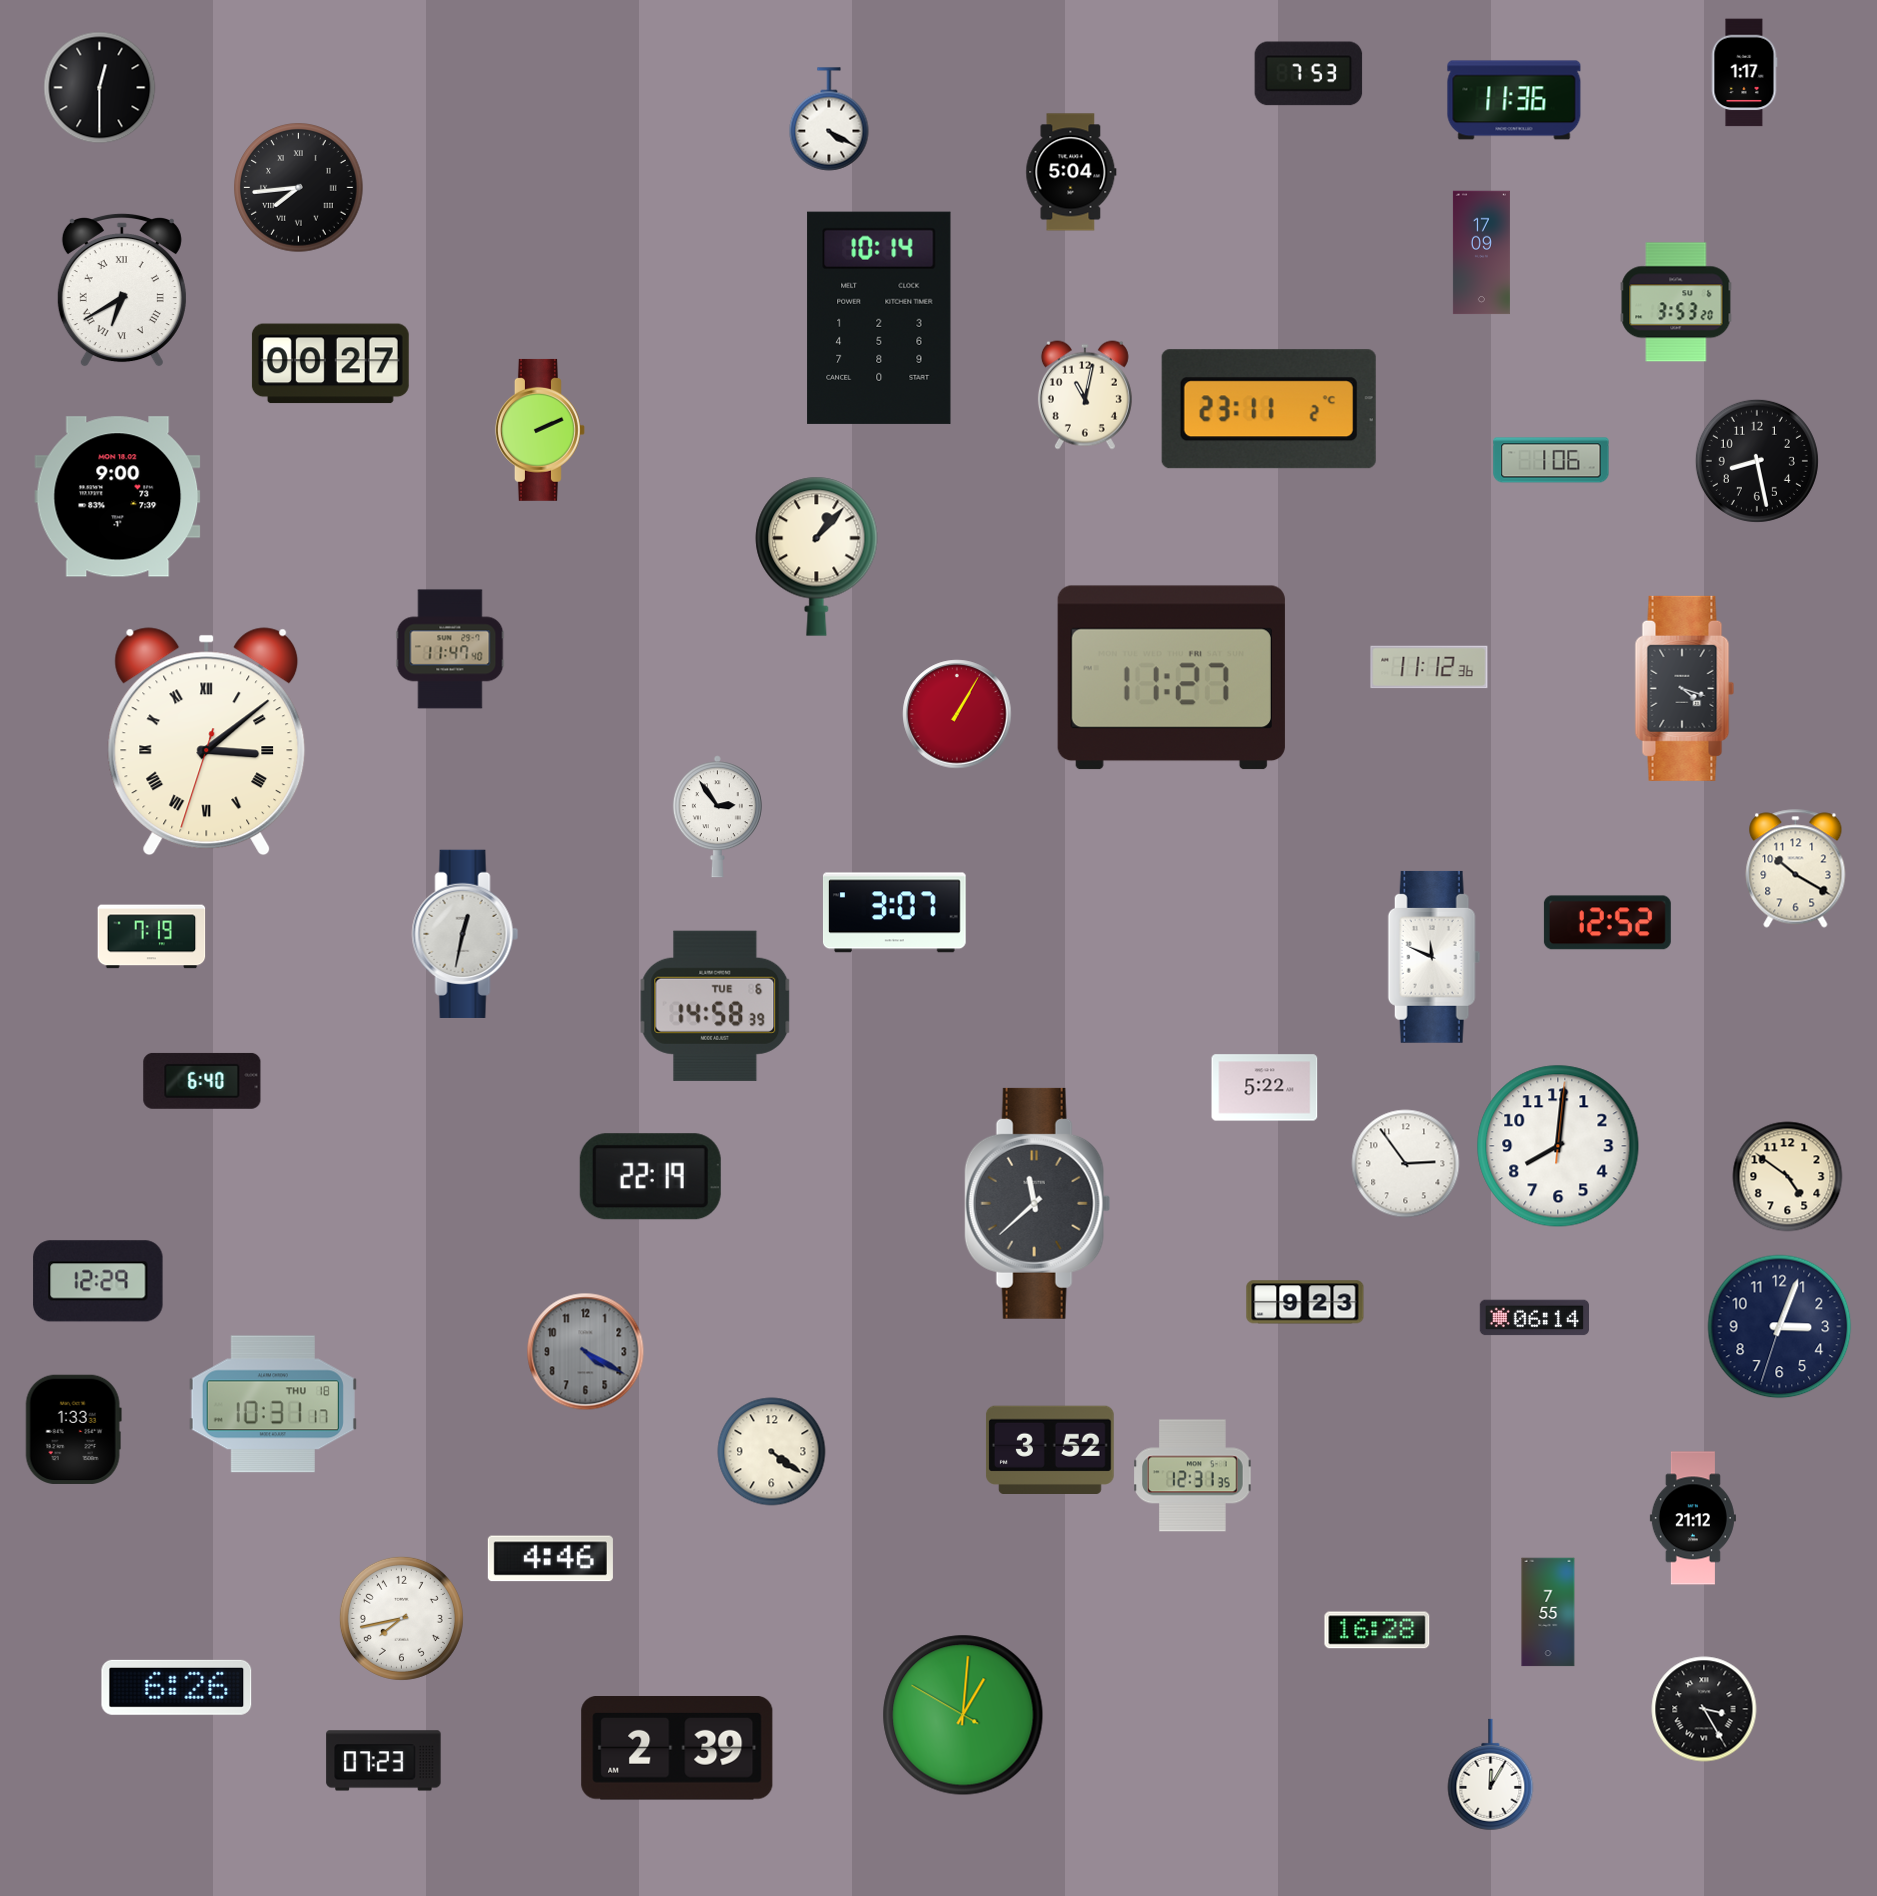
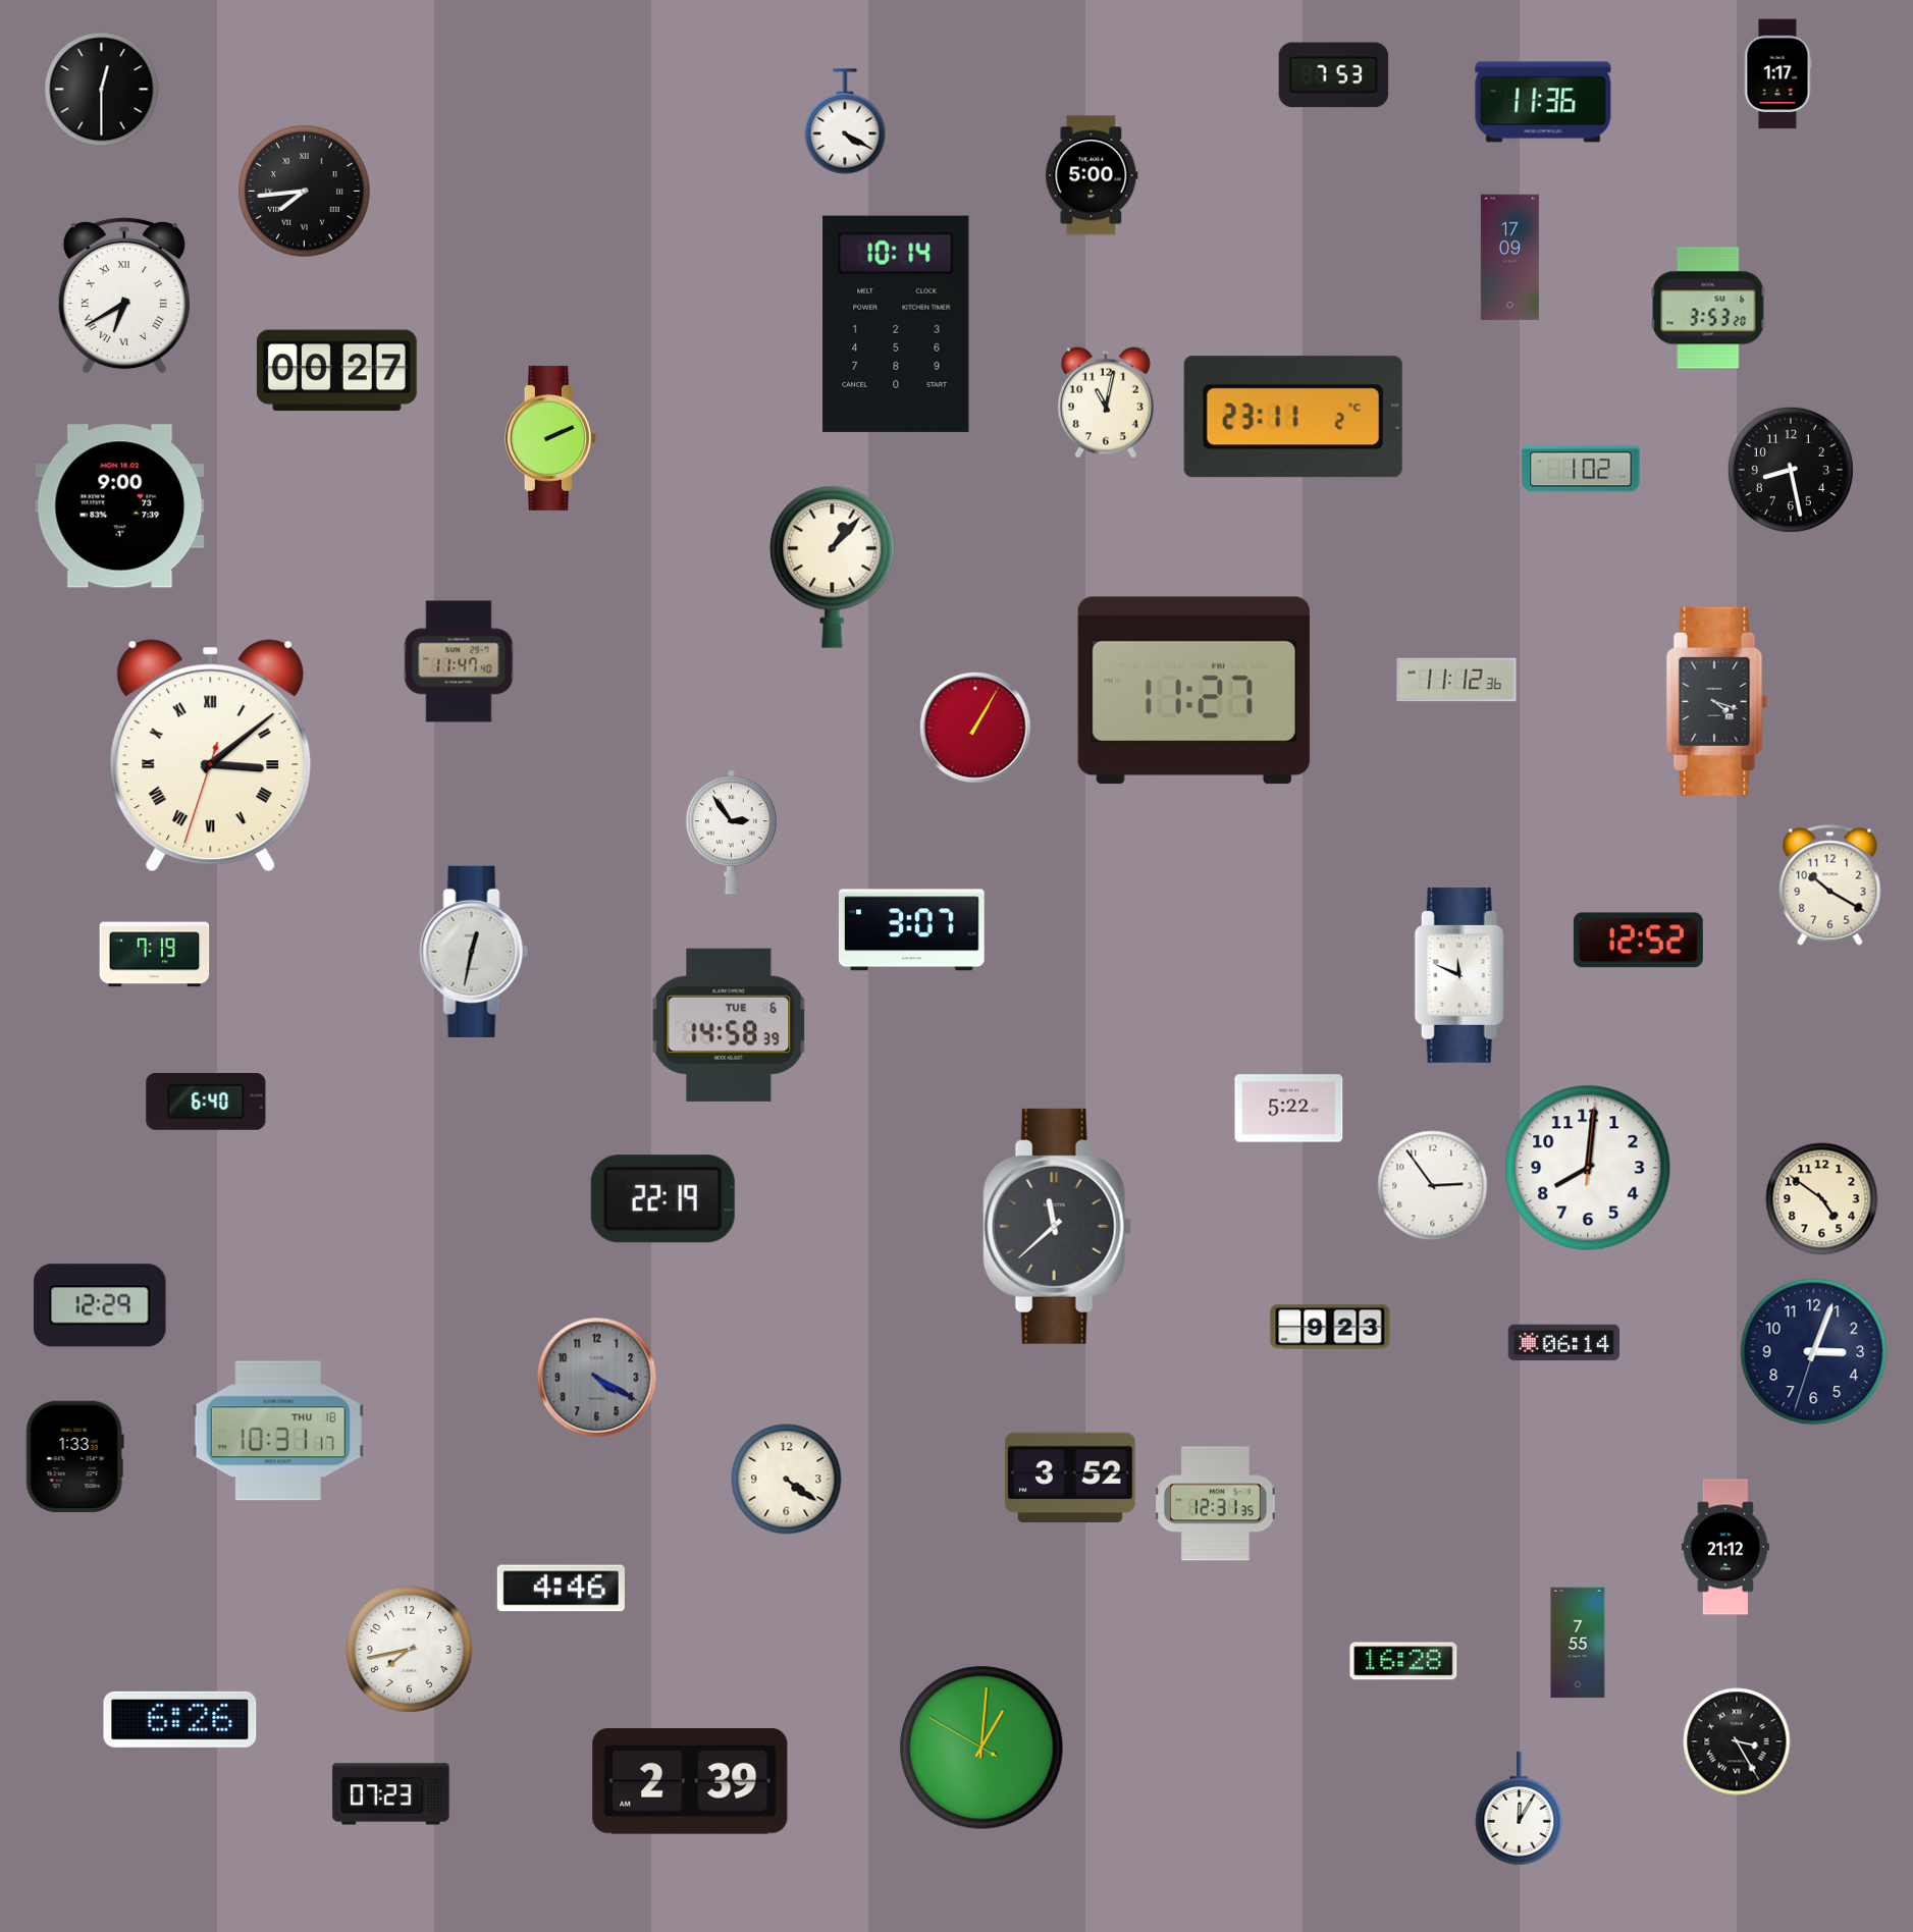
clock at (1071, 172): 5:04 -> 5:00
clock at (1551, 460): 1:06 -> 1:02
